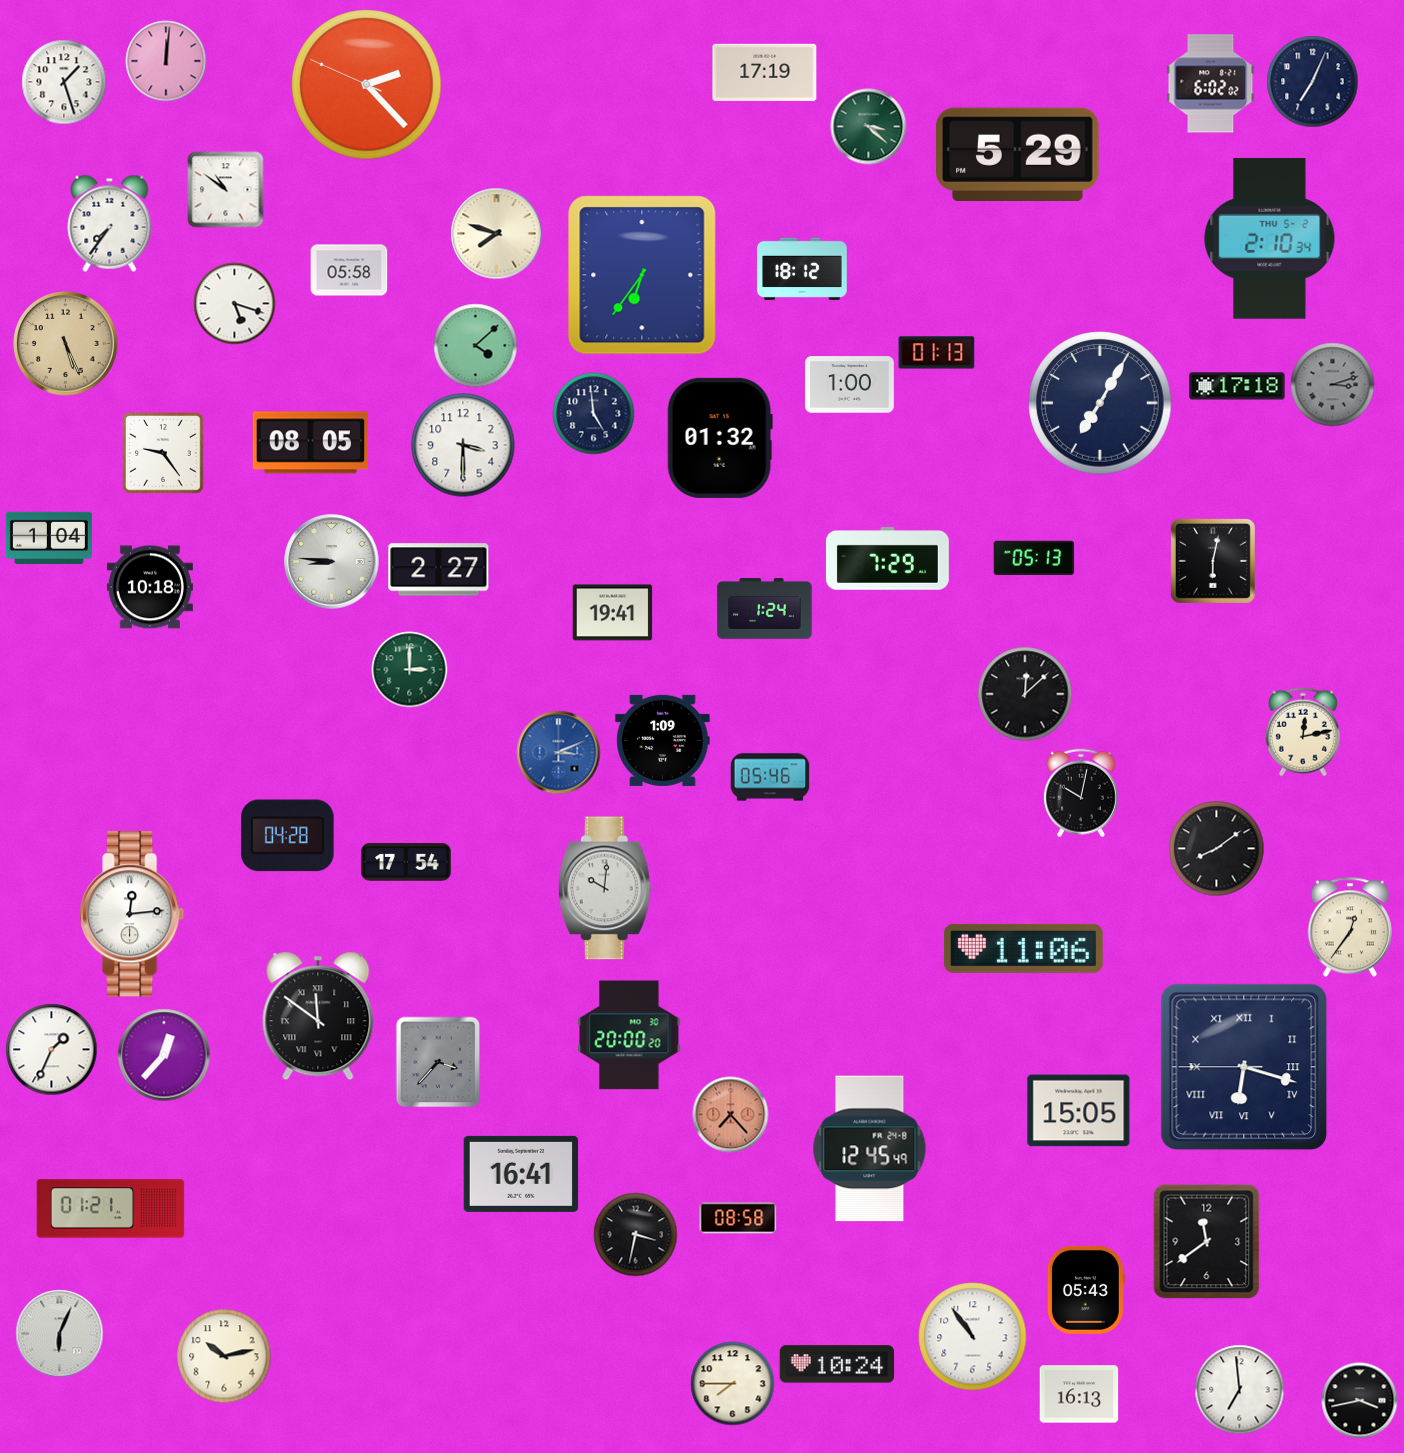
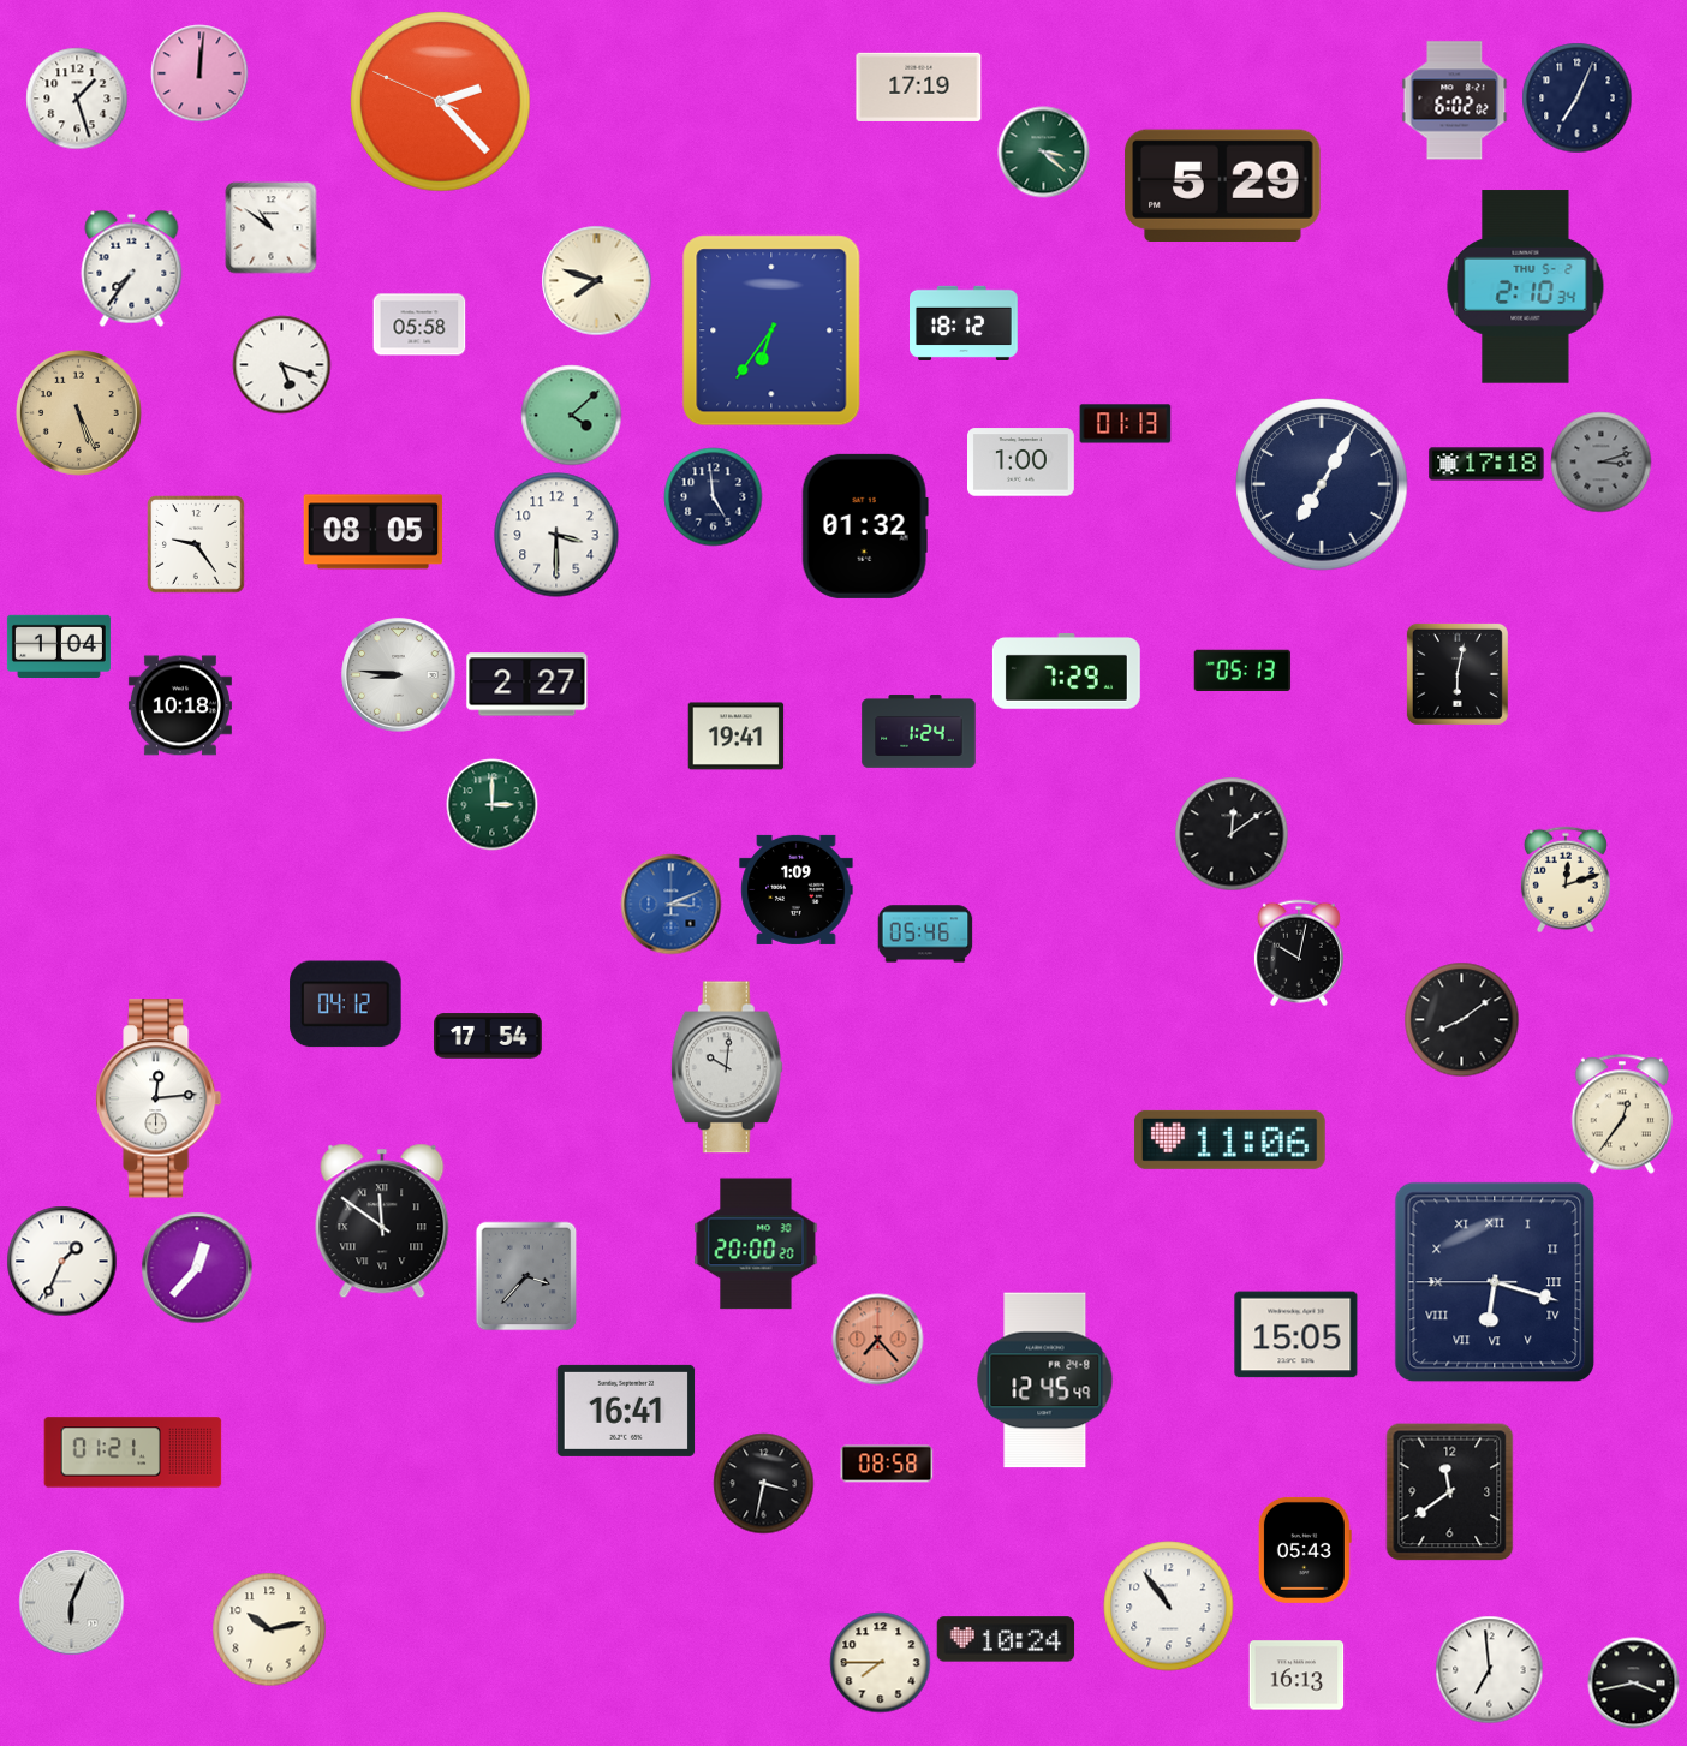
clock at (1025, 694): 12:08 -> 12:09
clock at (1303, 732): 12:13 -> 12:12
clock at (288, 836): 04:28 -> 04:12
